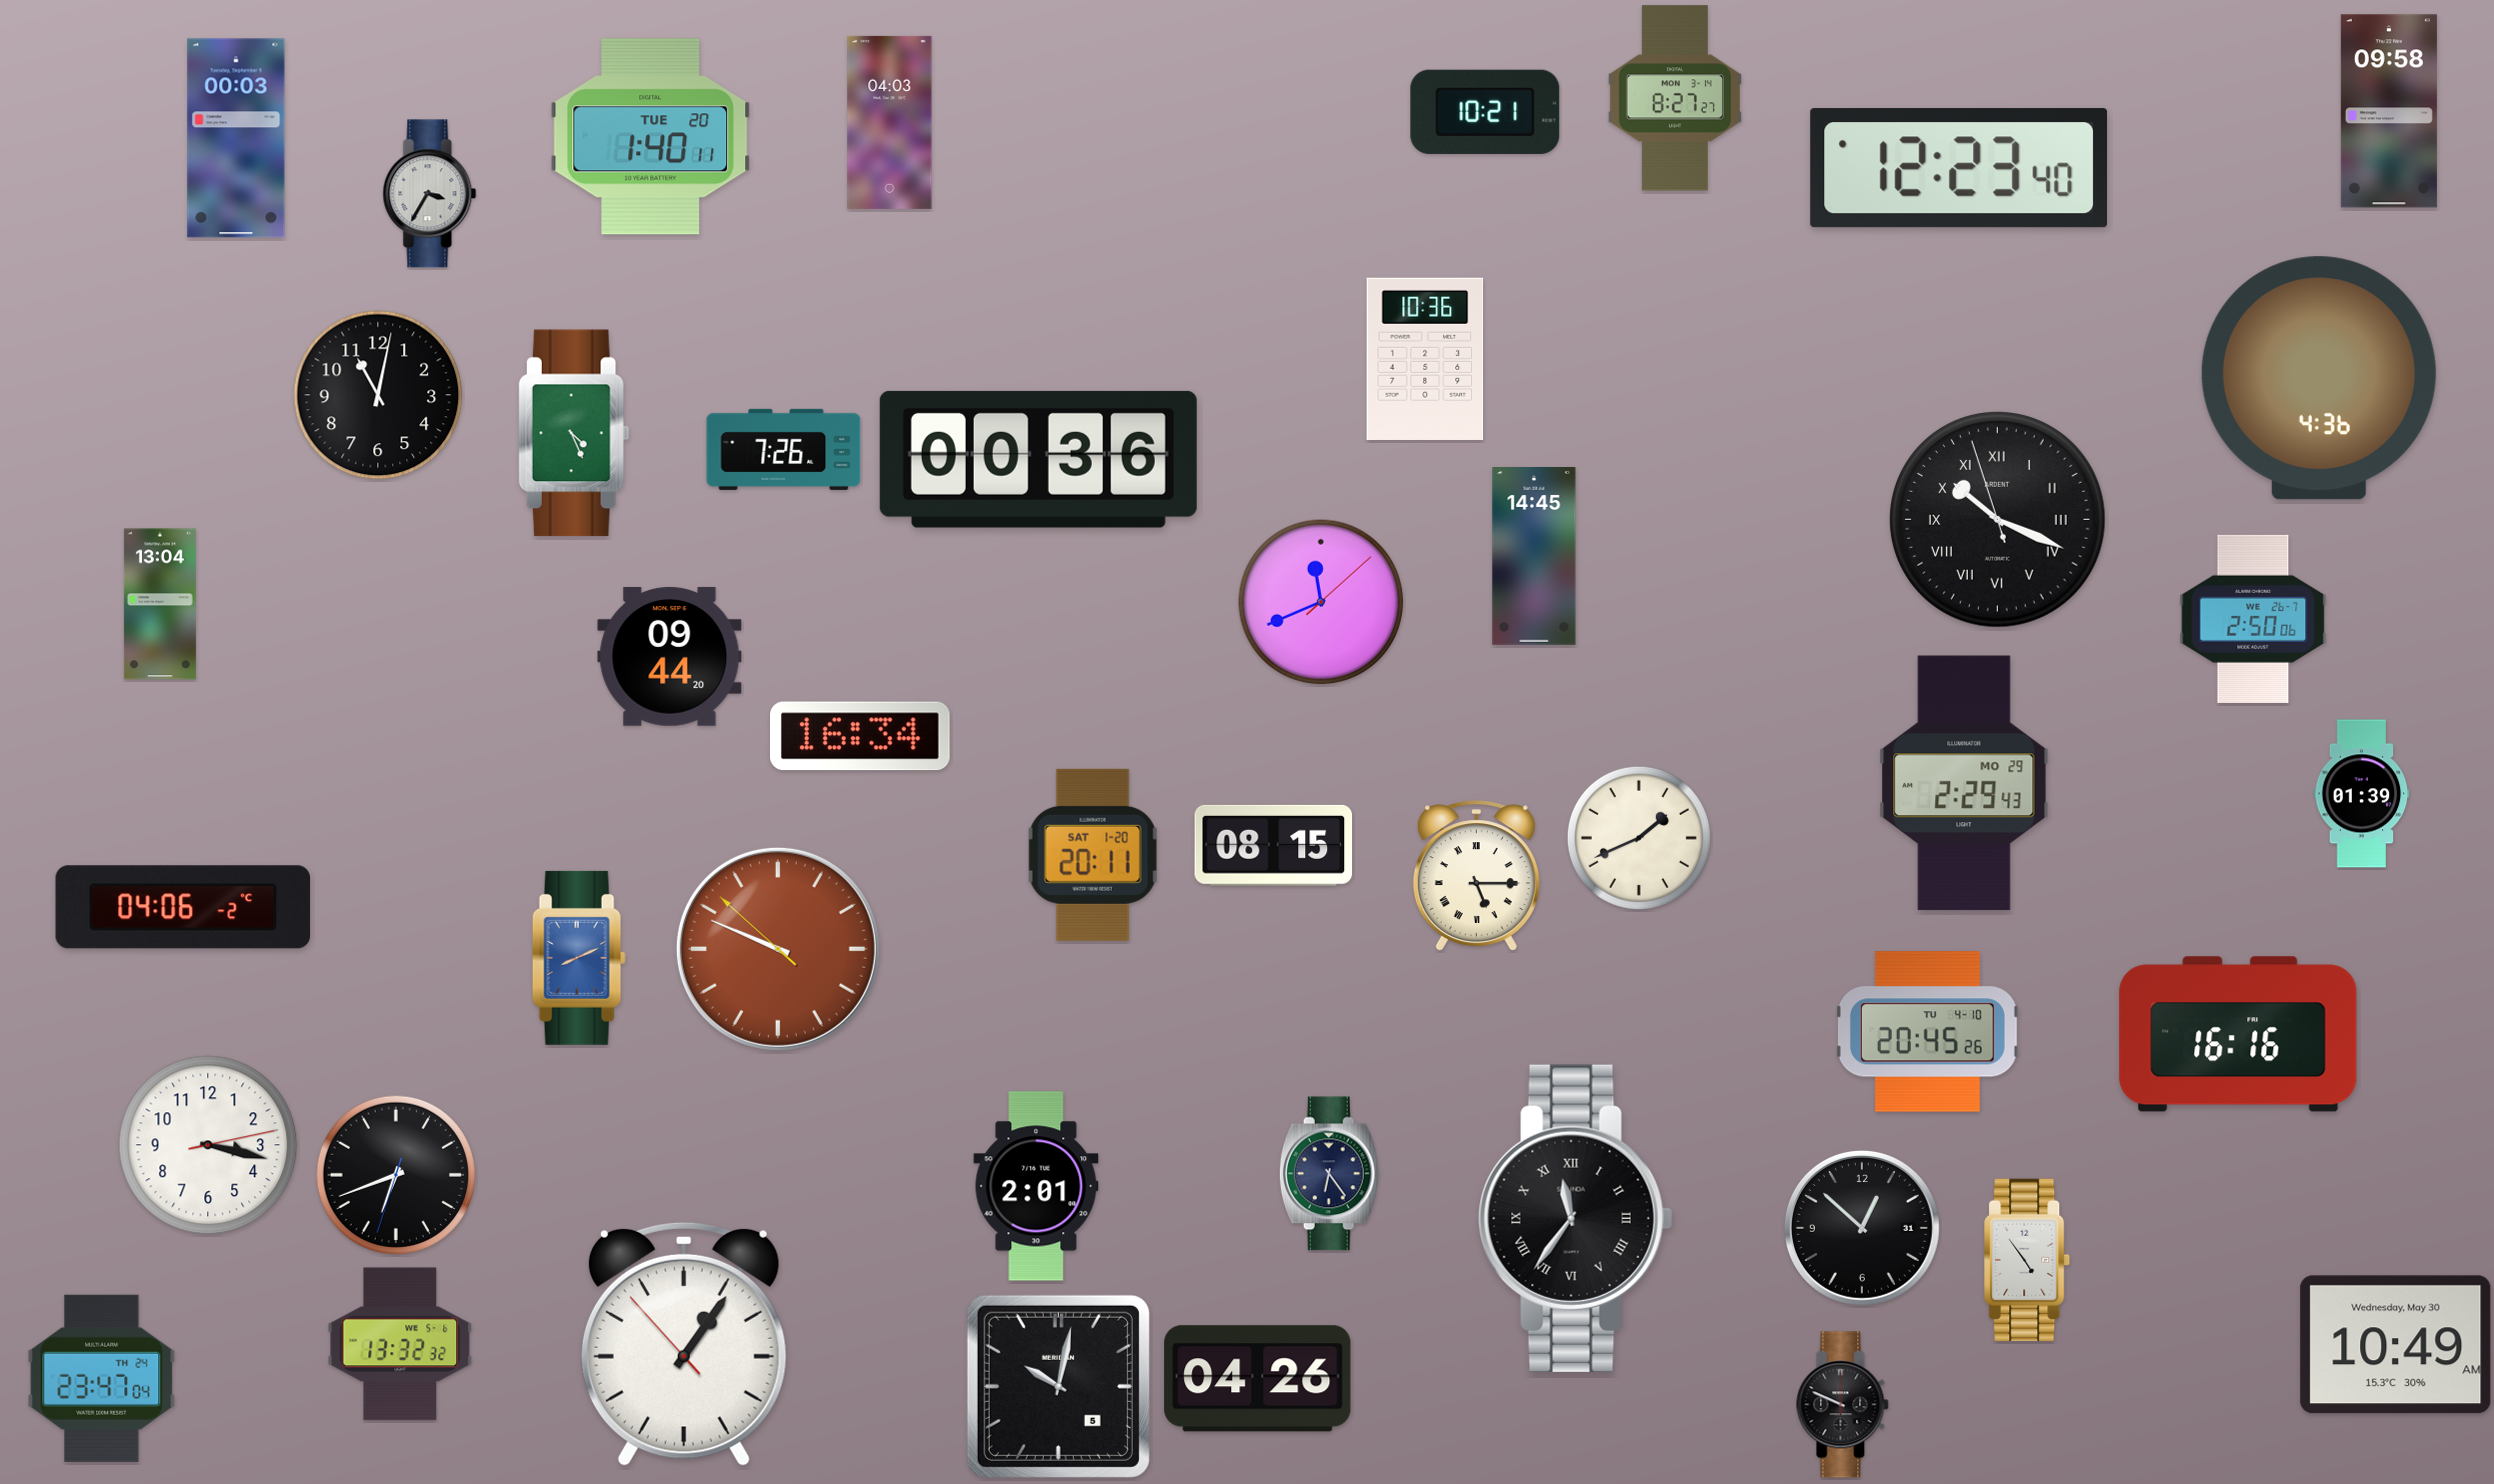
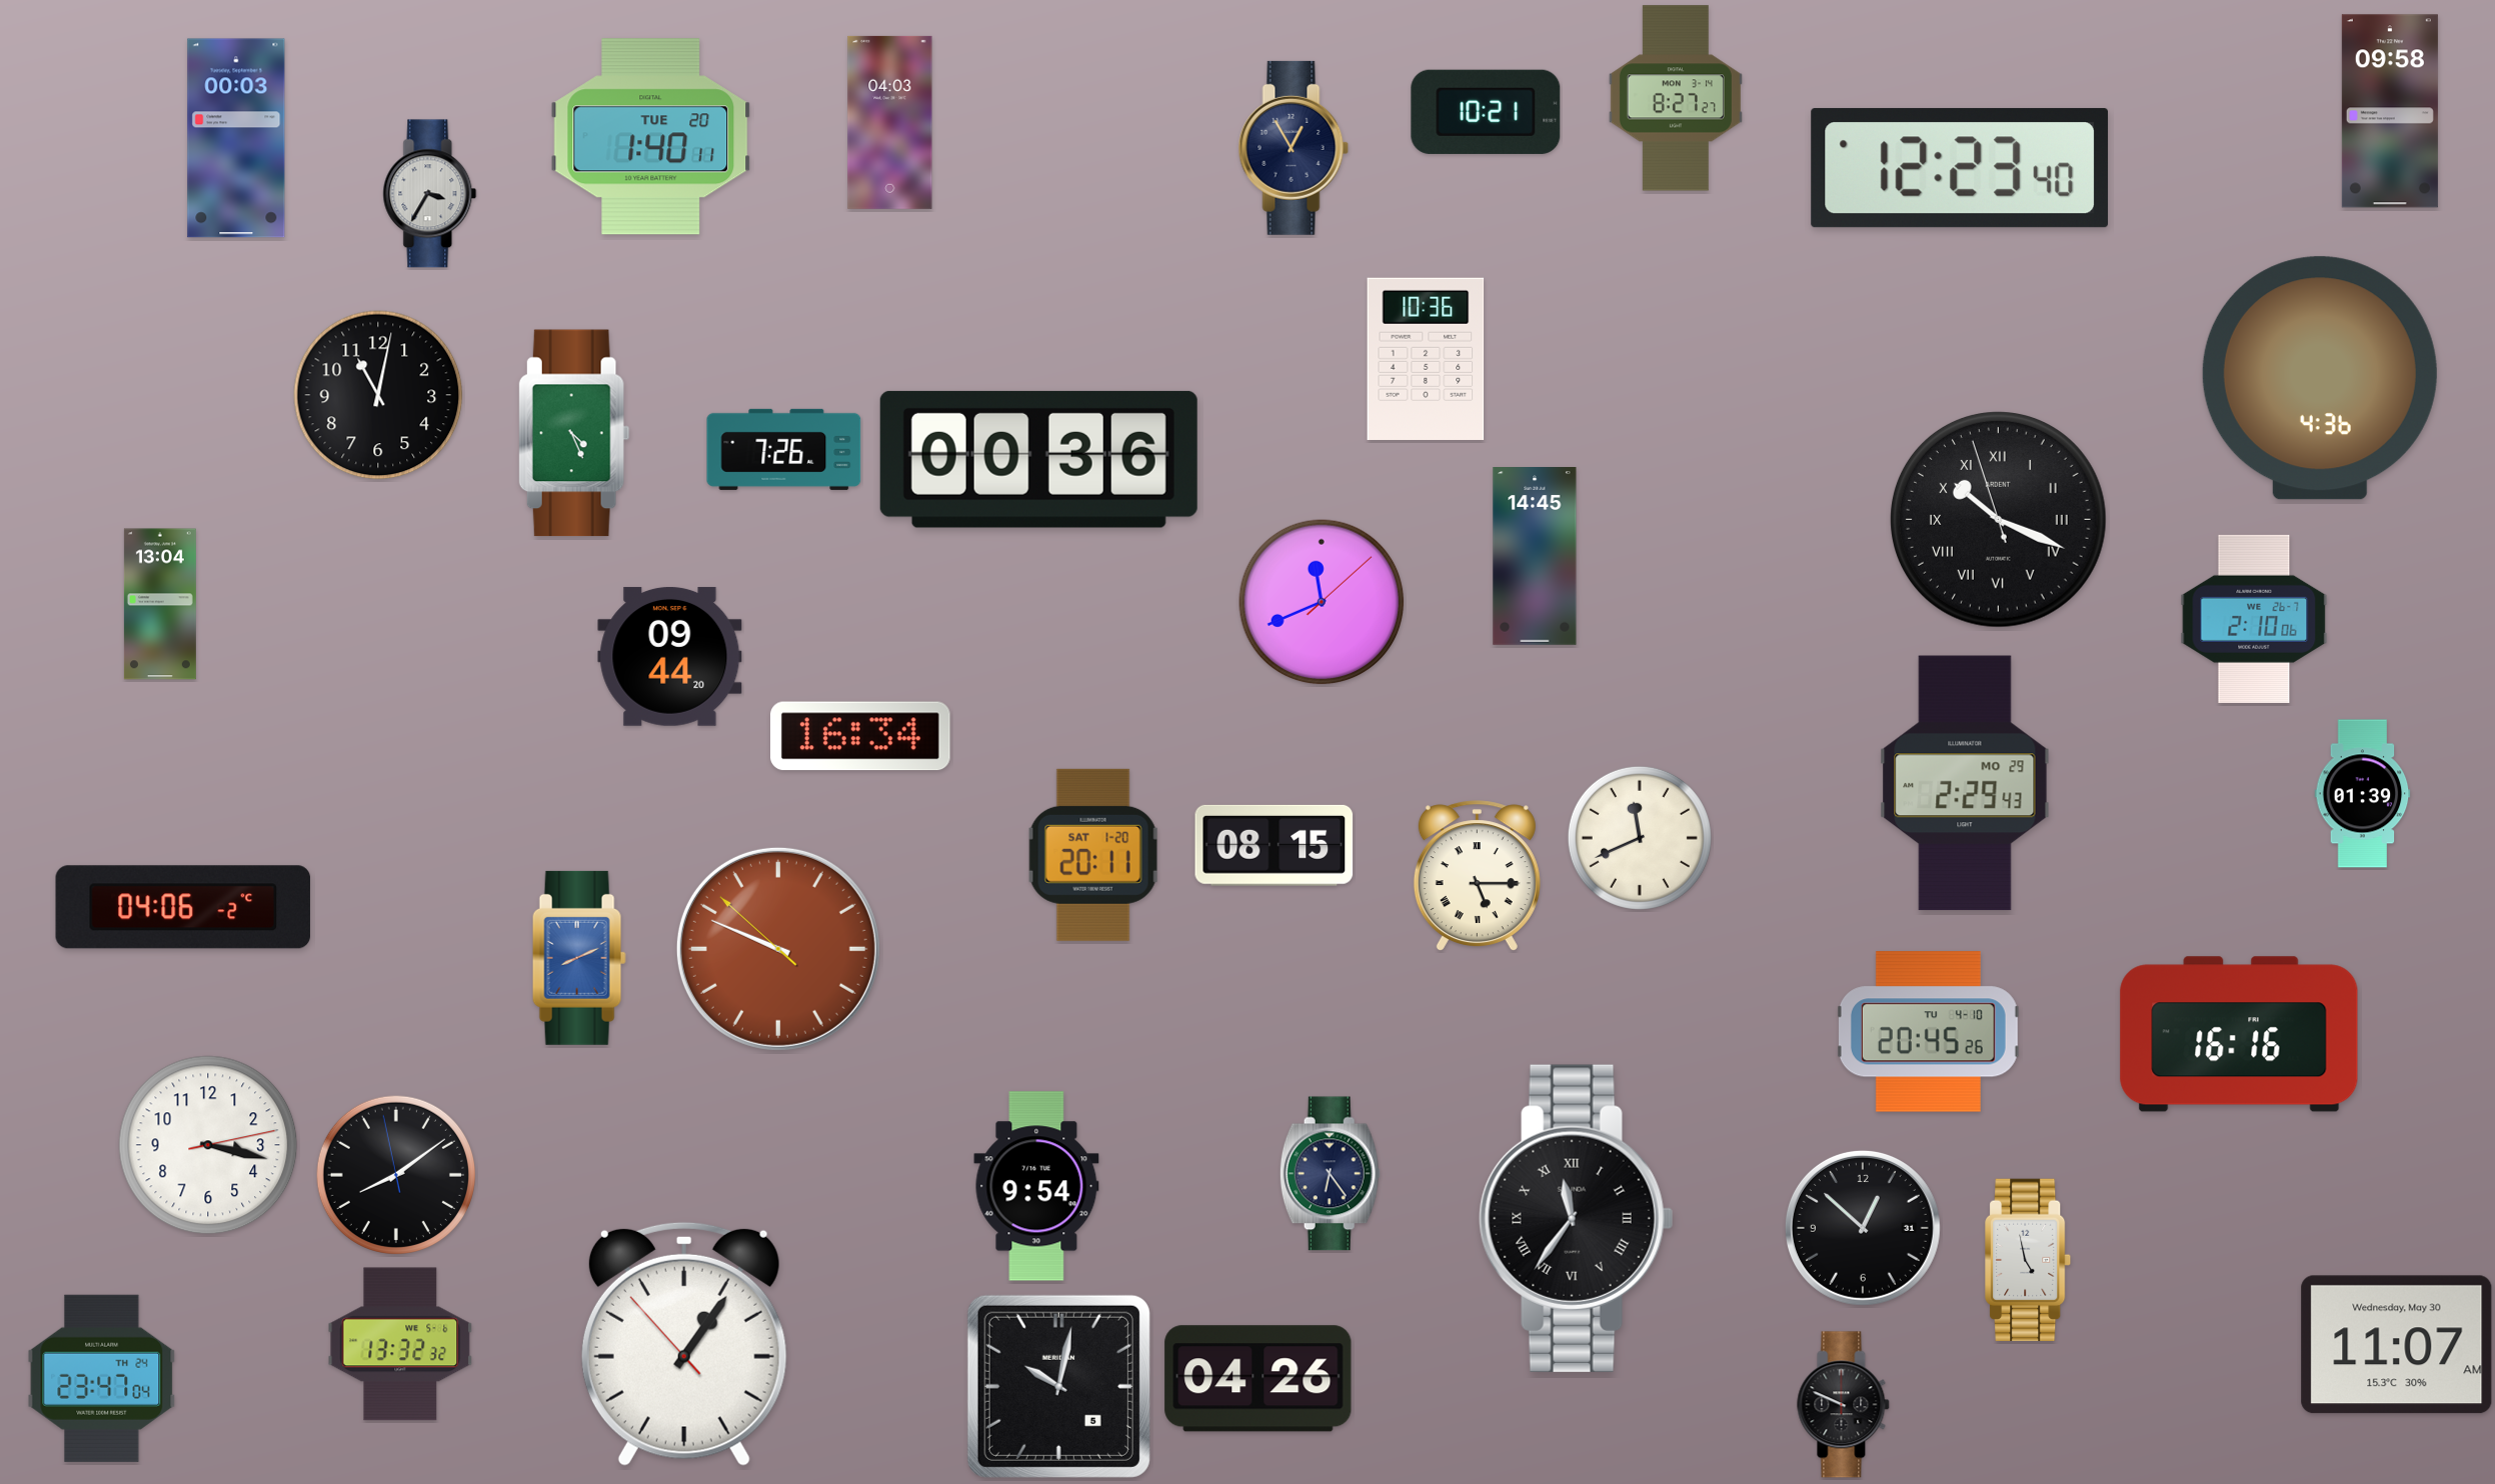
clock at (1294, 148): none -> 12:55
clock at (2253, 619): 2:50 -> 2:10
clock at (1639, 838): 1:41 -> 11:41
clock at (395, 1174): 6:41 -> 8:08
clock at (1036, 1186): 2:01 -> 9:54
clock at (2028, 1259): 4:54 -> 4:58
clock at (2396, 1345): 10:49 -> 11:07
